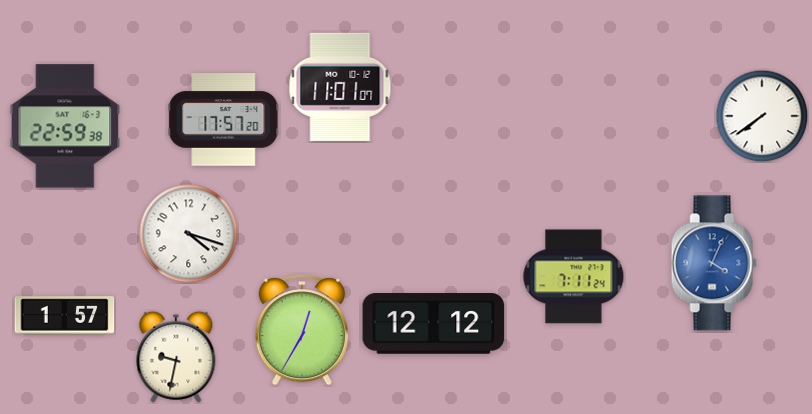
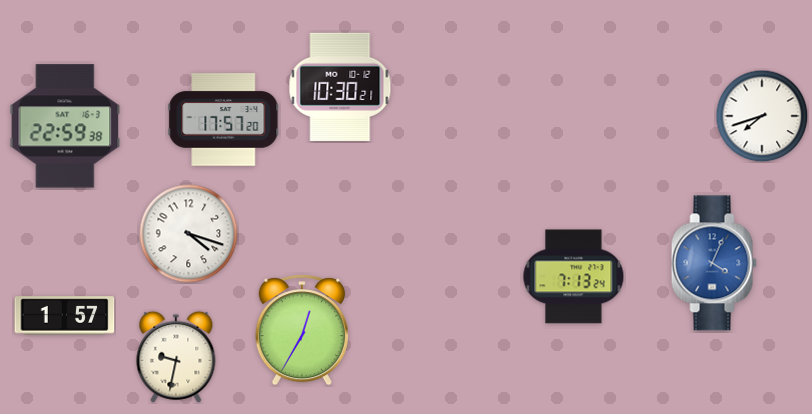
clock at (340, 87): 11:01 -> 10:30
clock at (762, 116): 7:39 -> 7:42
clock at (574, 277): 7:11 -> 7:13
clock at (434, 324): 12:12 -> none
